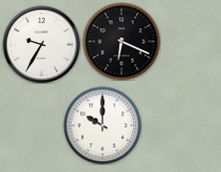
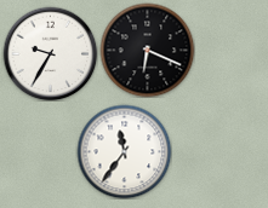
clock at (102, 125): 10:00 -> 11:36
